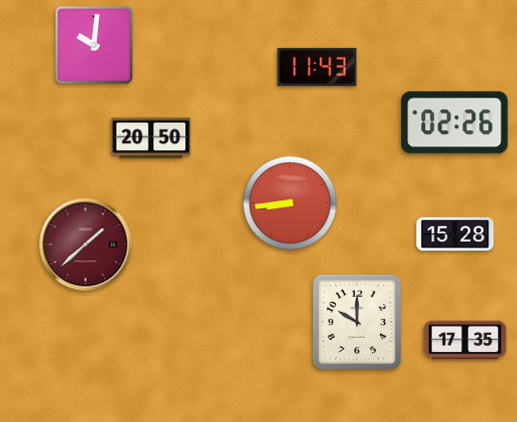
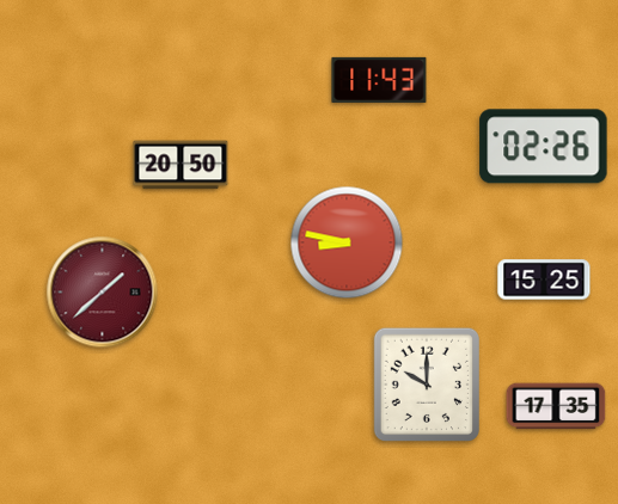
clock at (95, 46): 10:01 -> none
clock at (290, 203): 8:44 -> 8:47
clock at (455, 234): 15:28 -> 15:25
